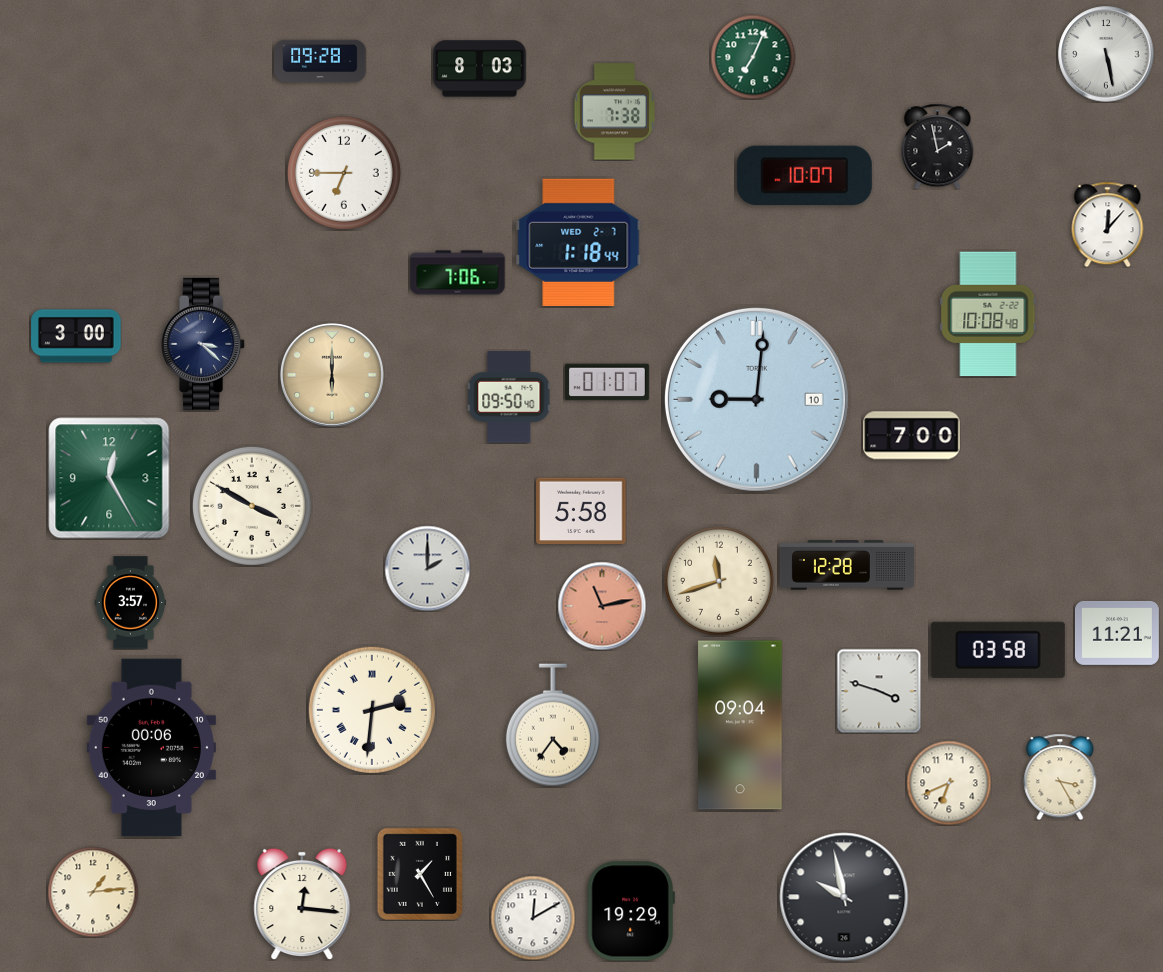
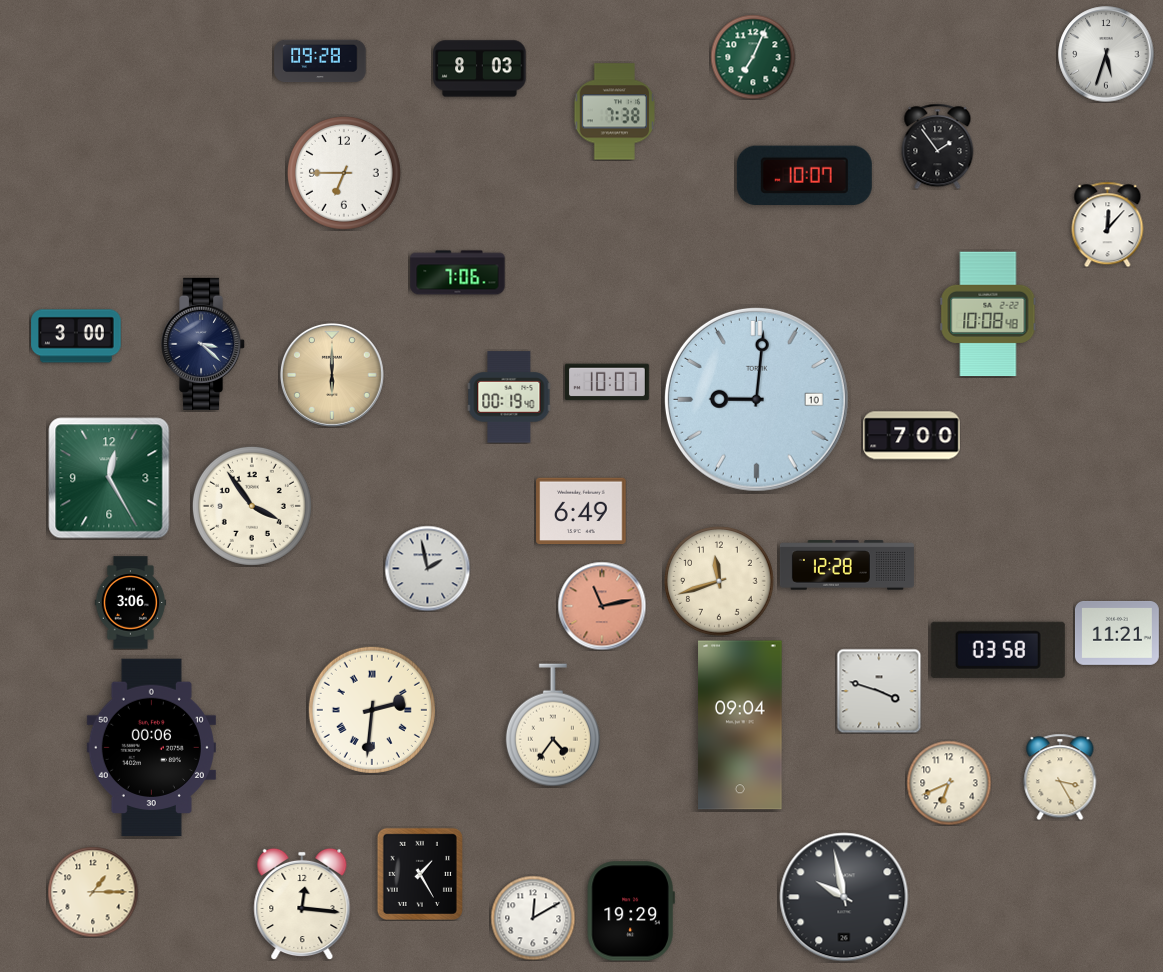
clock at (1106, 54): 5:28 -> 5:33
clock at (938, 146): 1:58 -> 1:54
clock at (579, 242): 1:18 -> none
clock at (607, 382): 01:07 -> 10:07
clock at (509, 397): 09:50 -> 00:19
clock at (252, 506): 3:50 -> 3:54
clock at (581, 511): 5:58 -> 6:49
clock at (427, 568): 2:00 -> 1:58
clock at (131, 603): 3:57 -> 3:06
clock at (93, 892): 1:14 -> 1:15
